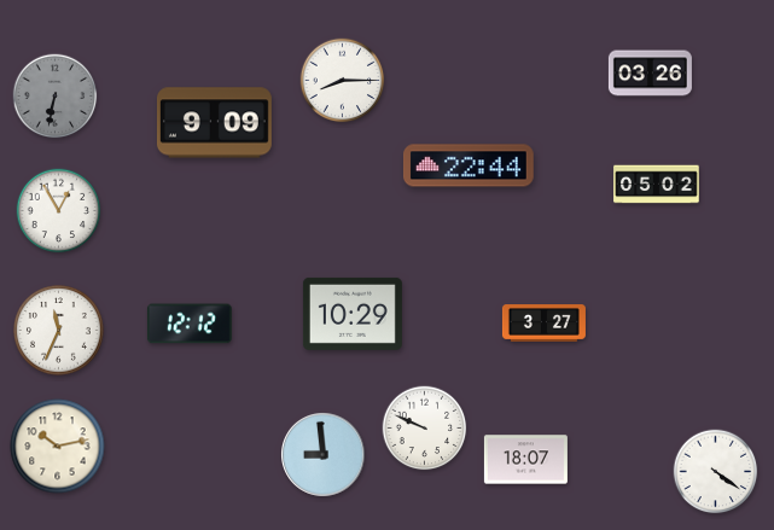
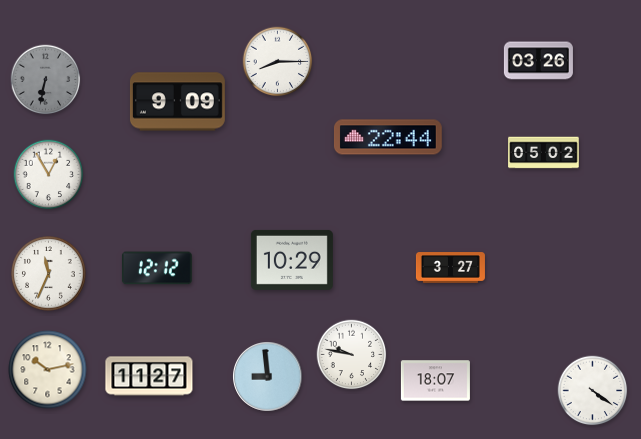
clock at (343, 81) position: (343, 81) -> (278, 62)
clock at (425, 429): 9:49 -> 9:47
clock at (149, 376): none -> 11:27
